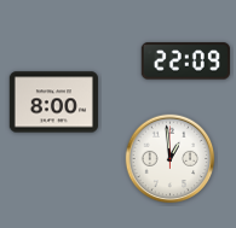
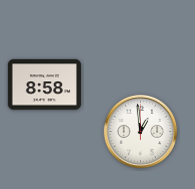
clock at (185, 62): 22:09 -> none
clock at (53, 103): 8:00 -> 8:58
